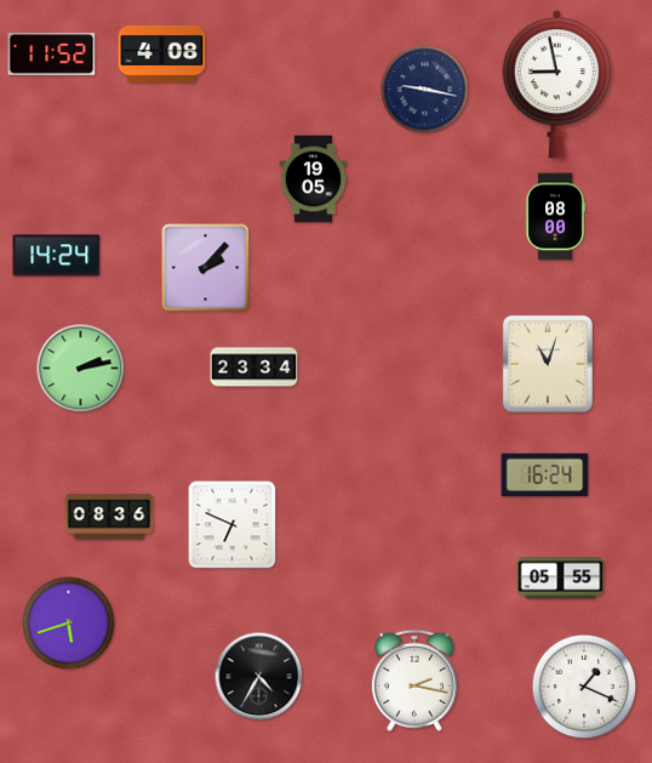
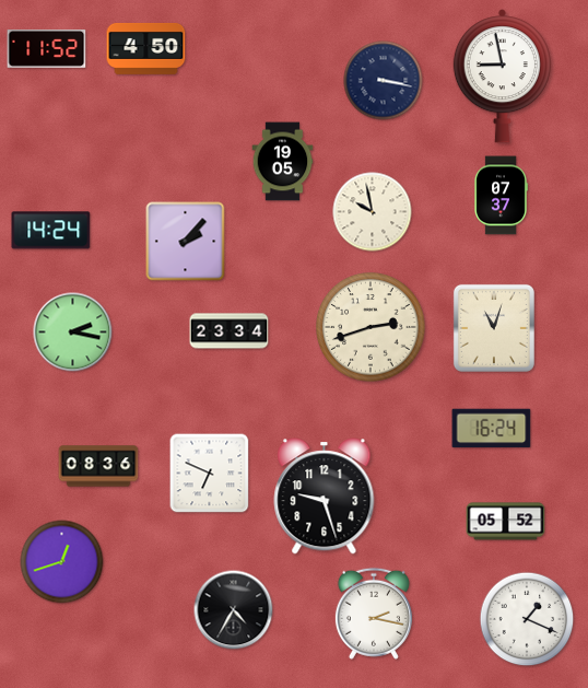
clock at (162, 53): 4:08 -> 4:50
clock at (425, 90): 9:17 -> 3:17
clock at (555, 217): 08:00 -> 07:37
clock at (373, 212): none -> 9:58
clock at (371, 327): none -> 2:42
clock at (81, 369): 2:13 -> 2:17
clock at (325, 497): none -> 9:27
clock at (561, 579): 05:55 -> 05:52
clock at (69, 624): 5:42 -> 12:42
